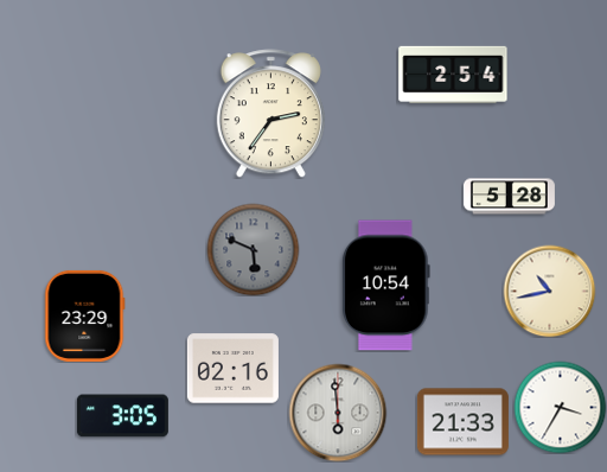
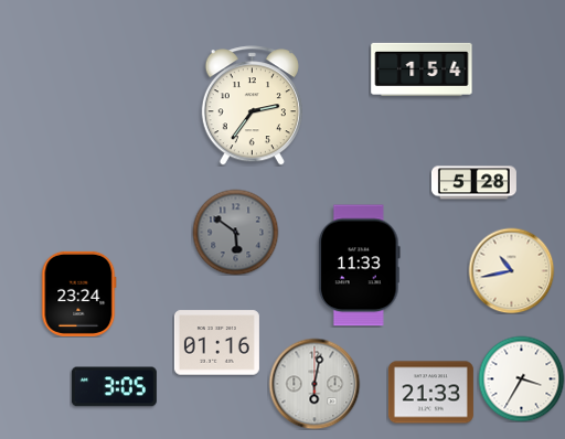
clock at (453, 75): 2:54 -> 1:54
clock at (253, 249): 5:49 -> 5:51
clock at (385, 286): 10:54 -> 11:33
clock at (85, 315): 23:29 -> 23:24
clock at (232, 369): 02:16 -> 01:16
clock at (338, 413): 5:59 -> 6:02
